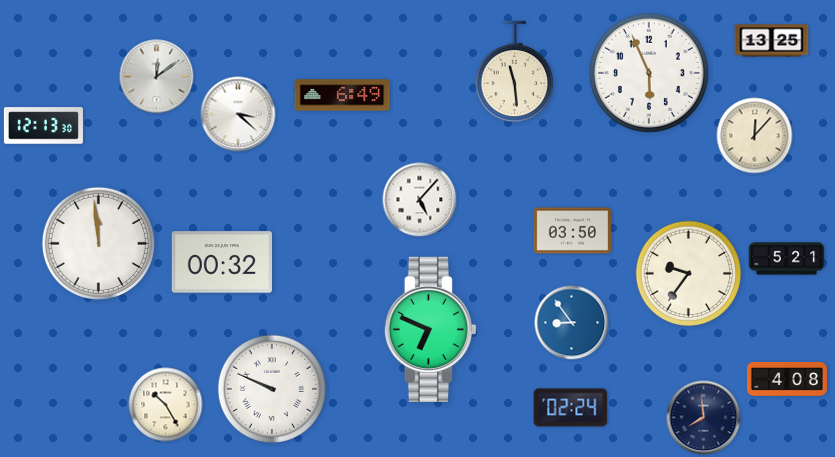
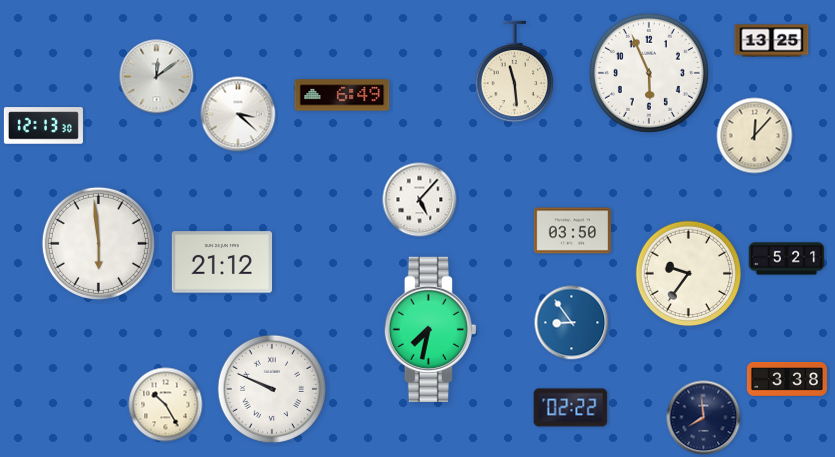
clock at (98, 243): 11:59 -> 5:59
clock at (222, 262): 00:32 -> 21:12
clock at (430, 329): 6:49 -> 7:32
clock at (787, 380): 4:08 -> 3:38
clock at (571, 408): 02:24 -> 02:22
